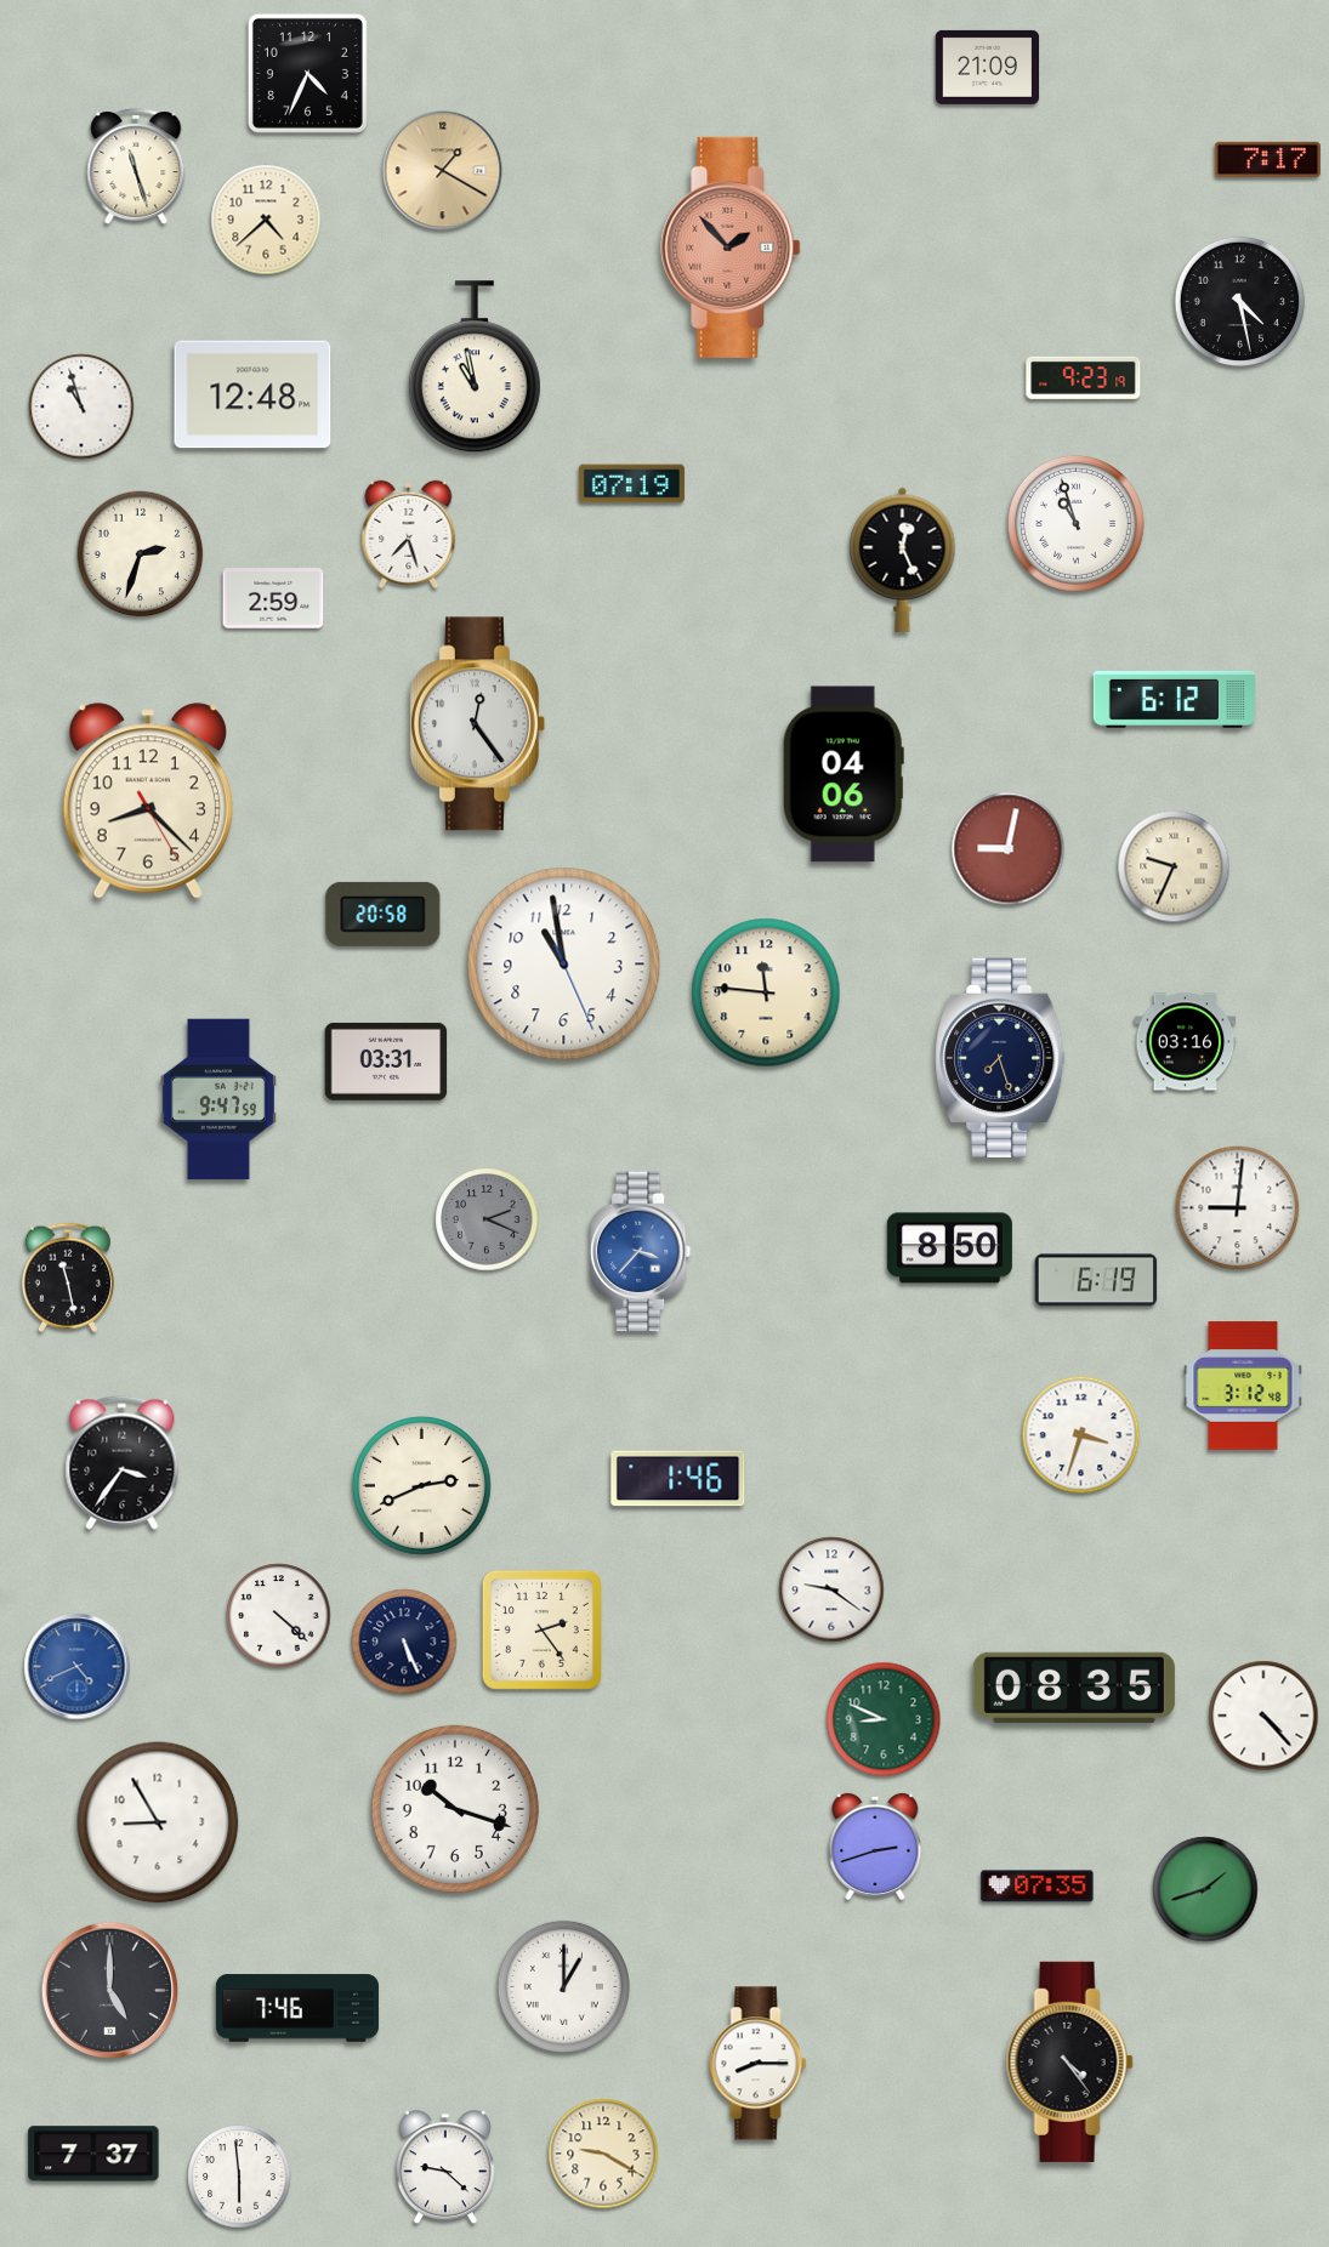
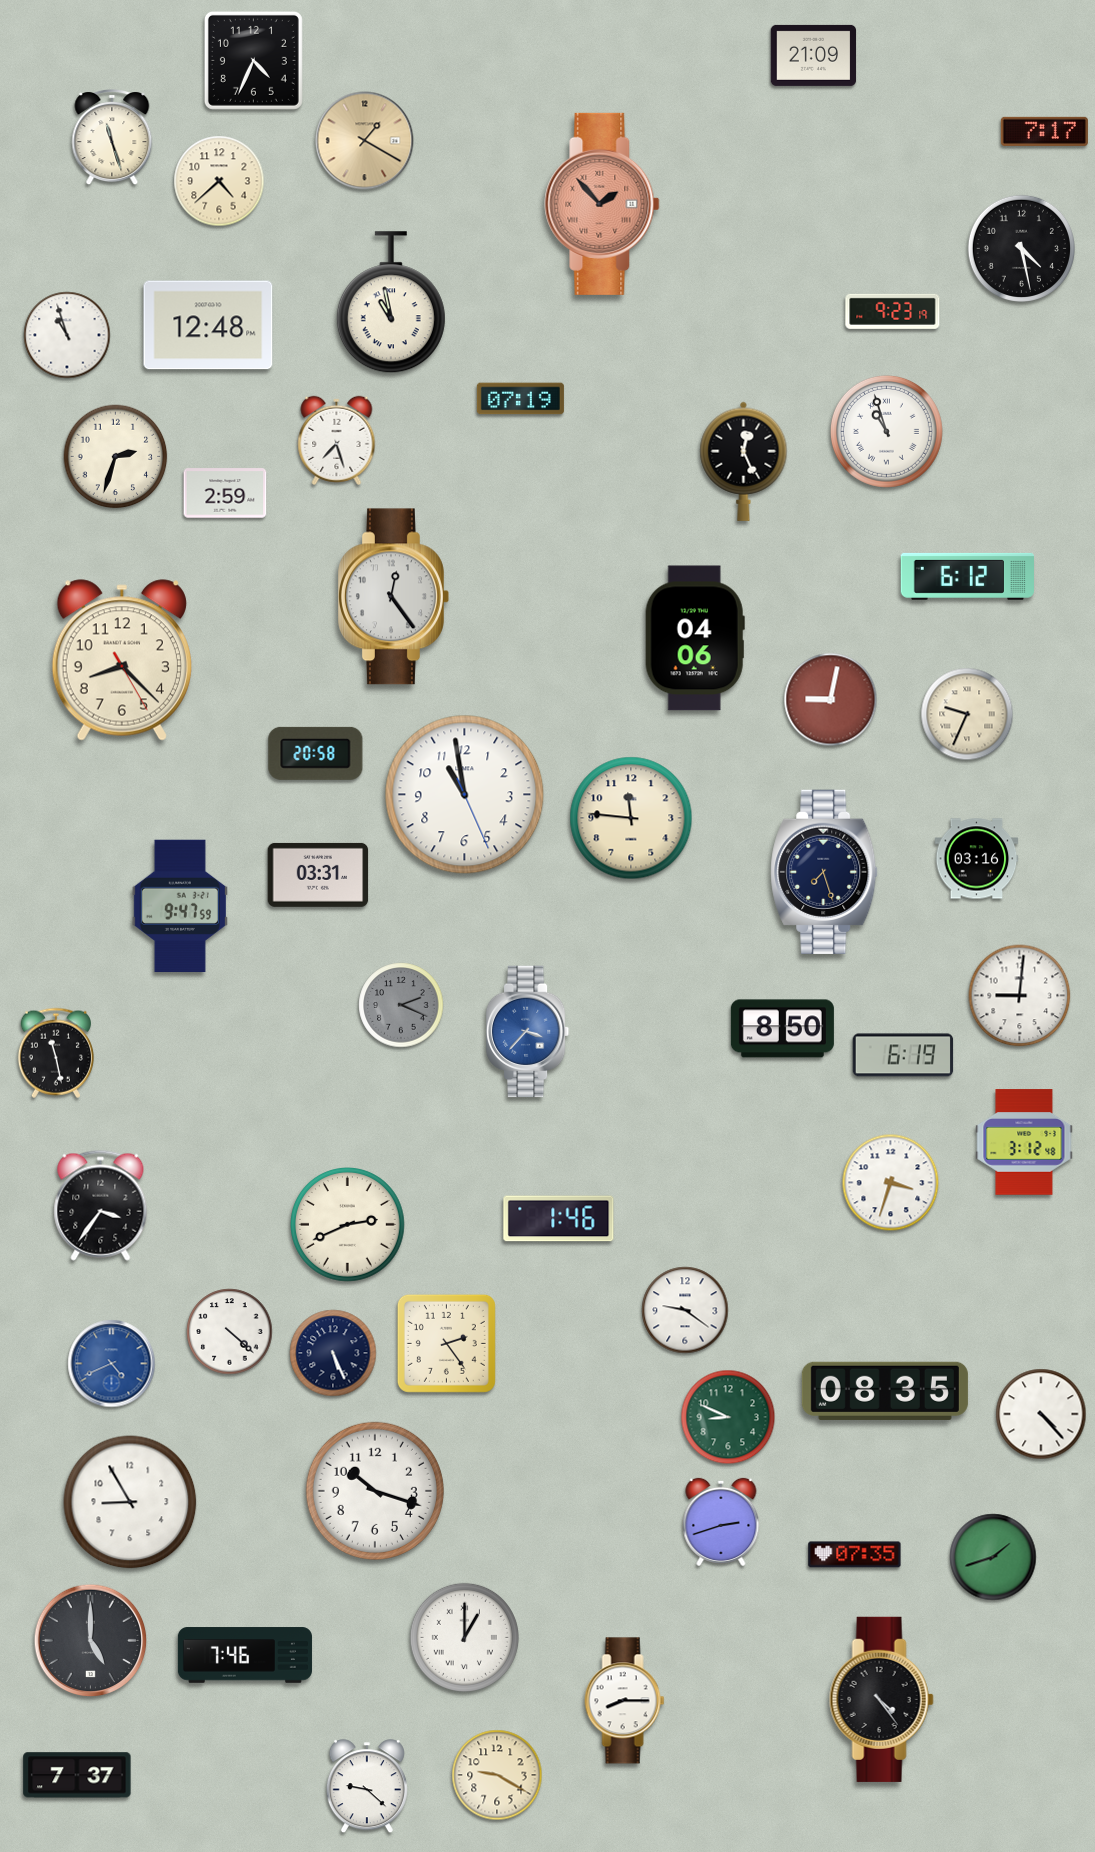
clock at (78, 1667) position: (78, 1667) -> (112, 1364)
clock at (239, 2177): 5:59 -> none
